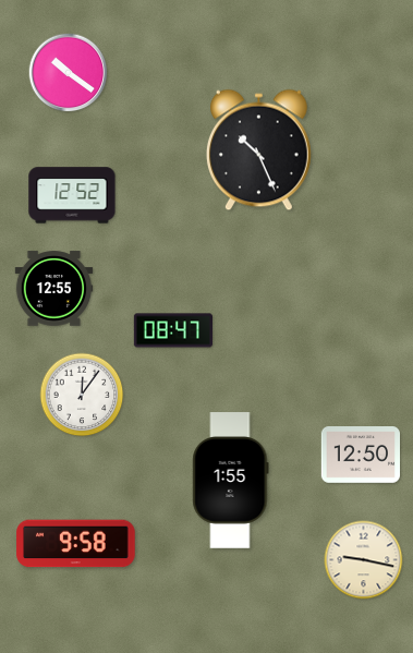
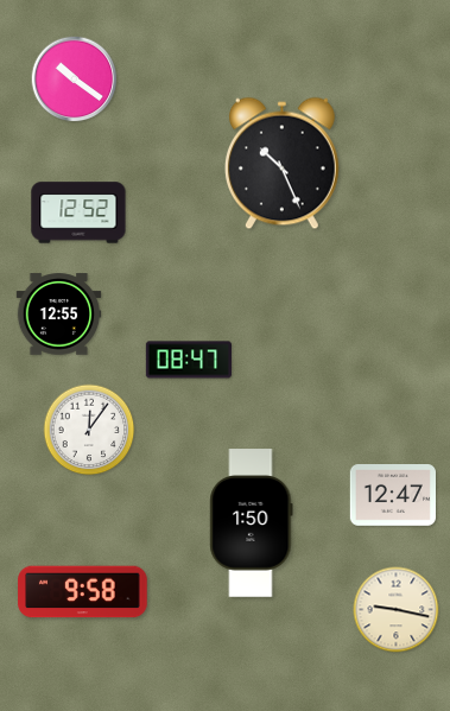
clock at (360, 456): 12:50 -> 12:47
clock at (231, 481): 1:55 -> 1:50
